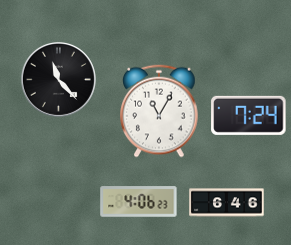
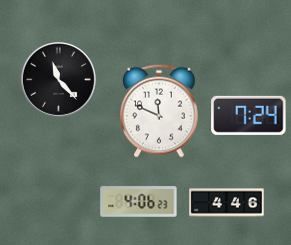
clock at (159, 111): 11:05 -> 11:49
clock at (227, 203): 6:46 -> 4:46
